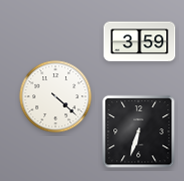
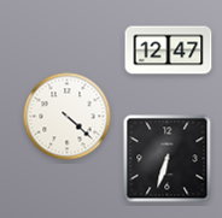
clock at (140, 42): 3:59 -> 12:47
